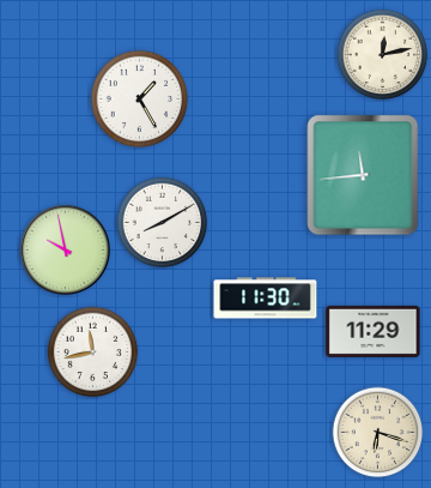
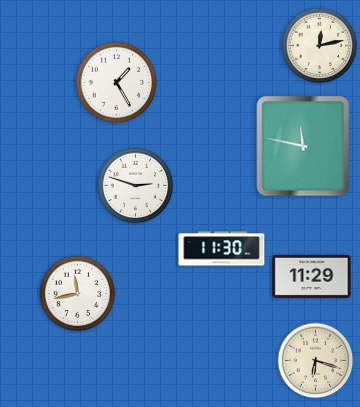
clock at (363, 175): 11:44 -> 11:47
clock at (163, 223): 8:10 -> 2:48
clock at (65, 249): 9:58 -> none
